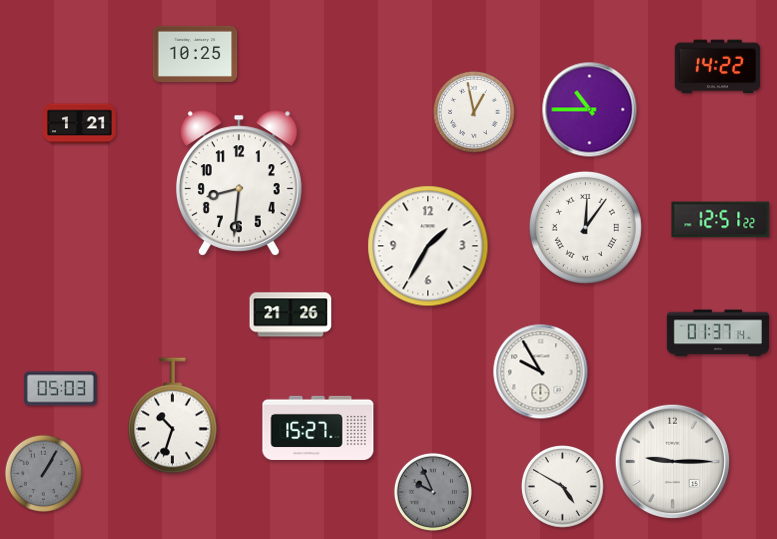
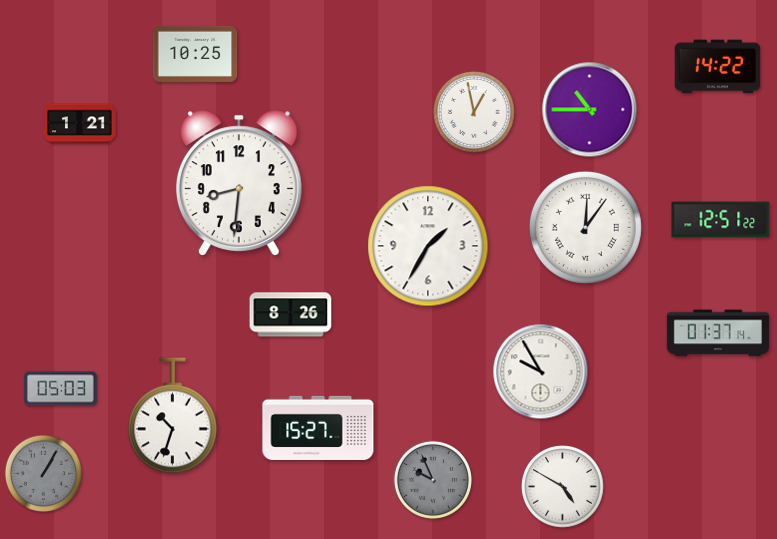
clock at (291, 315): 21:26 -> 8:26
clock at (673, 462): 9:15 -> none
clock at (433, 492) position: (433, 492) -> (433, 480)
